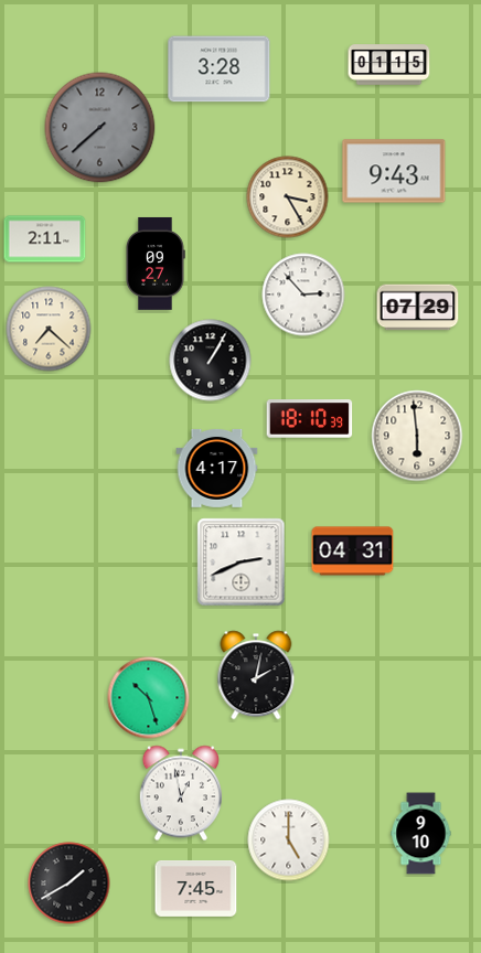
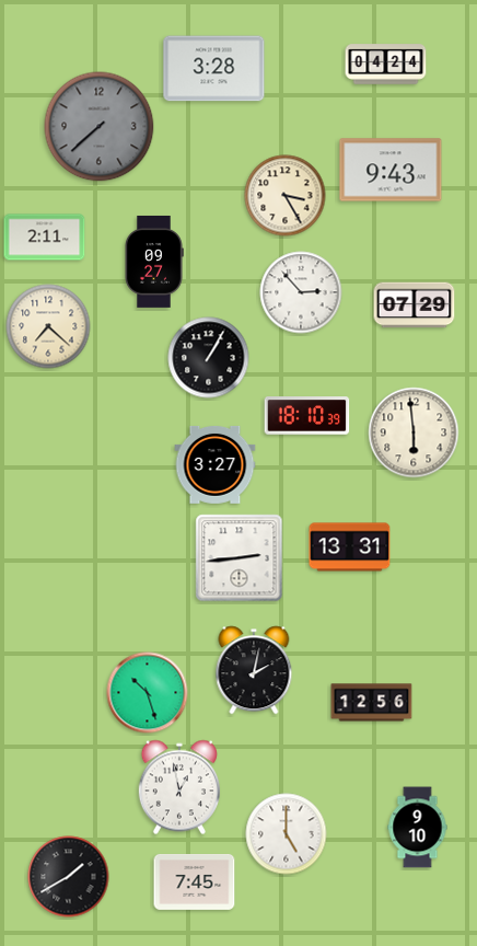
clock at (389, 65): 01:15 -> 04:24
clock at (220, 69) position: (220, 69) -> (214, 69)
clock at (217, 468): 4:17 -> 3:27
clock at (353, 552): 04:31 -> 13:31
clock at (242, 563): 2:41 -> 2:44
clock at (372, 703): none -> 12:56
